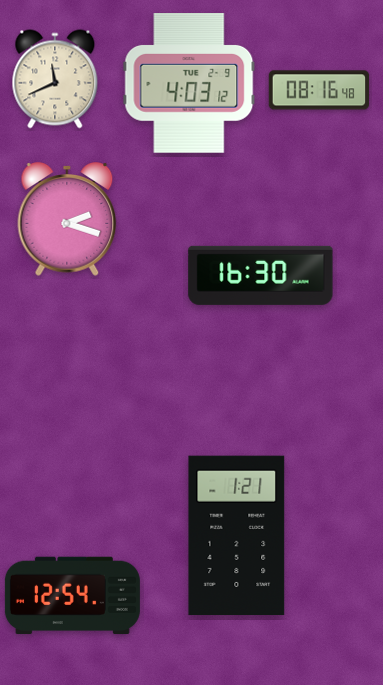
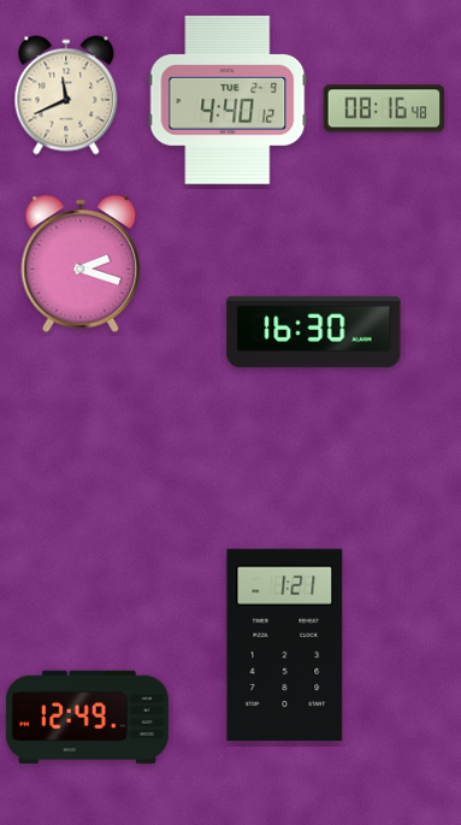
clock at (189, 84): 4:03 -> 4:40
clock at (72, 596): 12:54 -> 12:49
